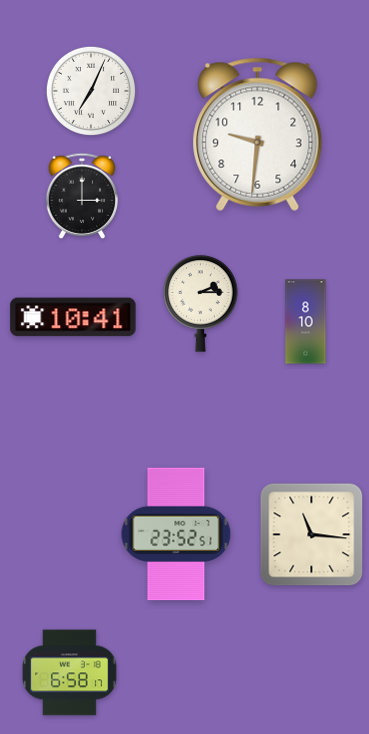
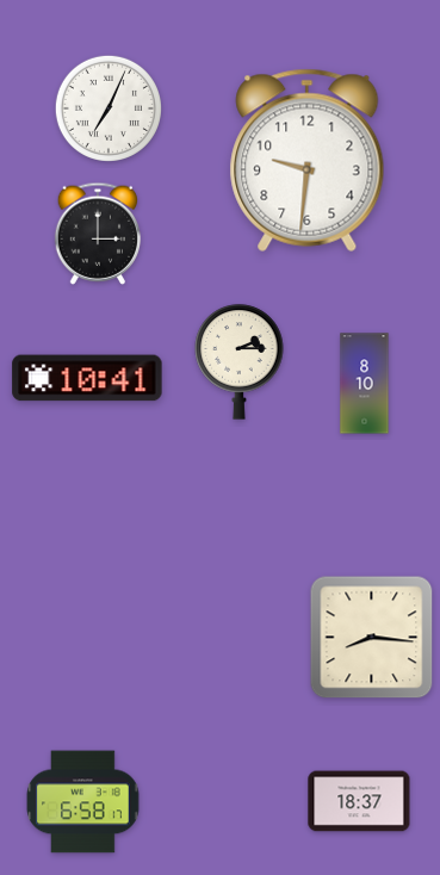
clock at (176, 534): 23:52 -> none
clock at (312, 535): 11:16 -> 8:16
clock at (359, 801): none -> 18:37
